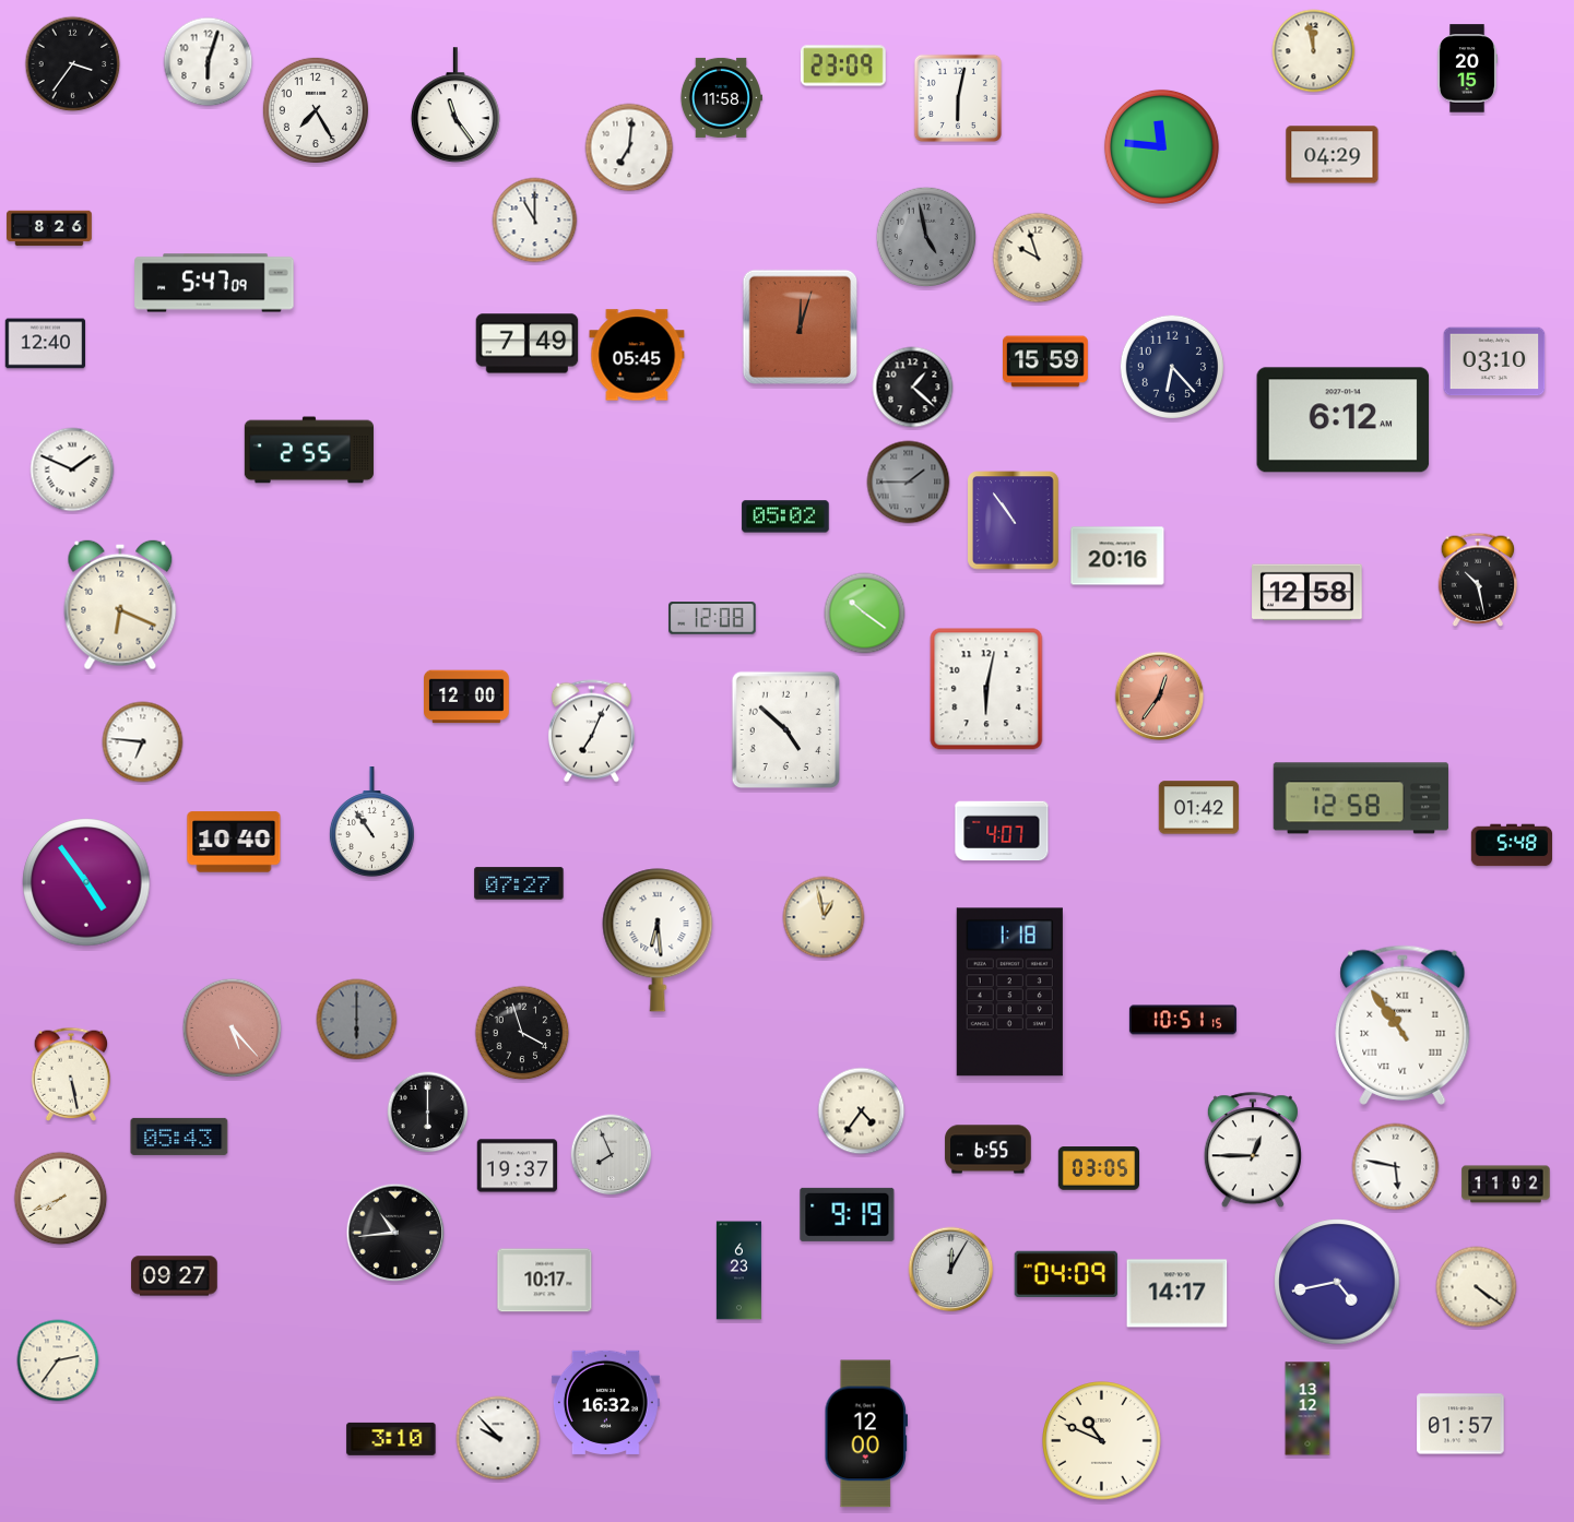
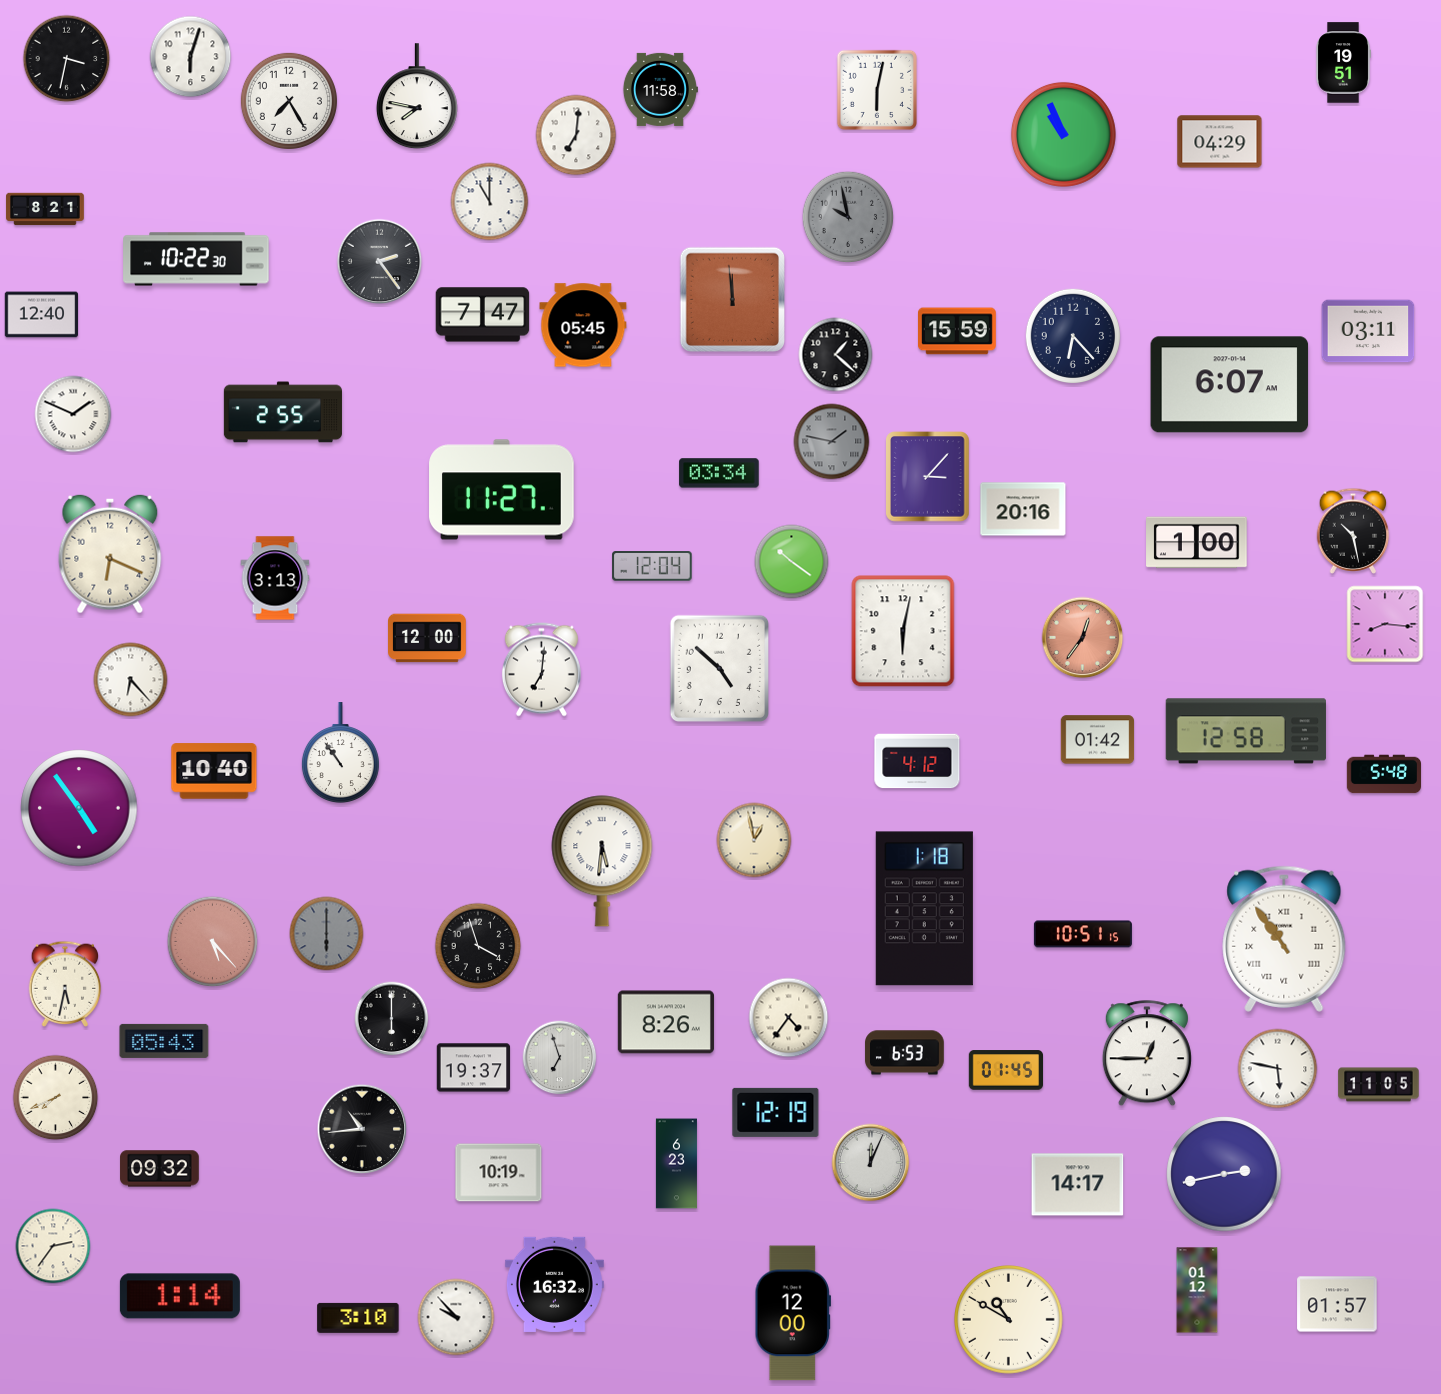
clock at (1314, 51): 11:58 -> none
clock at (73, 64): 3:36 -> 3:32
clock at (843, 66): 23:09 -> none
clock at (1468, 69): 20:15 -> 19:51
clock at (455, 106): 11:24 -> 7:47
clock at (1161, 146): 11:46 -> 10:56
clock at (49, 228): 8:26 -> 8:21
clock at (926, 237): 4:58 -> 9:58
clock at (1038, 258): 9:57 -> none
clock at (214, 283): 5:47 -> 10:22
clock at (380, 262): none -> 2:24
clock at (800, 326): 12:03 -> 11:59
clock at (528, 344): 7:49 -> 7:47
clock at (1494, 361): 03:10 -> 03:11
clock at (1344, 420): 6:12 -> 6:07
clock at (72, 469) position: (72, 469) -> (73, 414)
clock at (909, 483): 1:45 -> 1:47
clock at (785, 516): 05:02 -> 03:34
clock at (1014, 521): 10:54 -> 3:07
clock at (502, 490): none -> 11:27
clock at (1307, 593): 12:58 -> 1:00
clock at (712, 618): 12:08 -> 12:04
clock at (275, 578): none -> 3:13
clock at (1385, 624): none -> 8:16
clock at (1160, 697) position: (1160, 697) -> (1083, 638)
clock at (591, 732): 7:04 -> 7:01
clock at (143, 742): 6:46 -> 6:23
clock at (1002, 831): 4:07 -> 4:12
clock at (519, 883): 07:27 -> none
clock at (658, 940): 6:29 -> 5:31
clock at (71, 1074): 5:28 -> 5:32
clock at (666, 1022): none -> 8:26
clock at (989, 1150): 6:55 -> 6:53
clock at (612, 1155): 7:56 -> 6:57
clock at (1098, 1168): 03:05 -> 01:45
clock at (1506, 1185): 11:02 -> 11:05
clock at (848, 1214): 9:19 -> 12:19
clock at (951, 1270): 12:05 -> 12:04
clock at (1066, 1274): 04:09 -> none
clock at (175, 1276): 09:27 -> 09:32
clock at (545, 1281): 10:17 -> 10:19
clock at (1337, 1282): 4:43 -> 2:43
clock at (1477, 1287): 4:21 -> none
clock at (1307, 1408): 13:12 -> 01:12
clock at (180, 1296): none -> 1:14
clock at (1102, 1441): 10:49 -> 10:50
